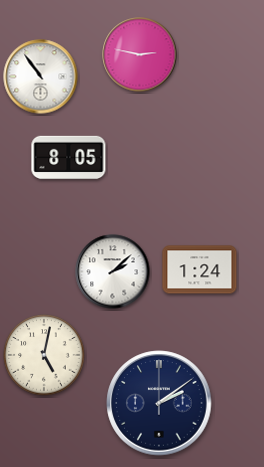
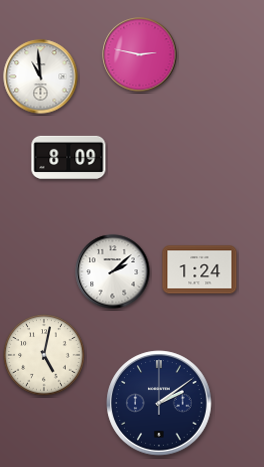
clock at (41, 77): 10:54 -> 10:59
clock at (69, 158): 8:05 -> 8:09
